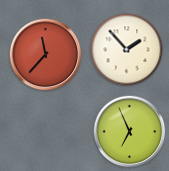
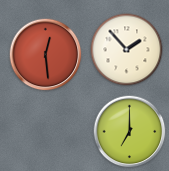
clock at (46, 55): 11:37 -> 12:29
clock at (130, 132): 6:56 -> 7:00
